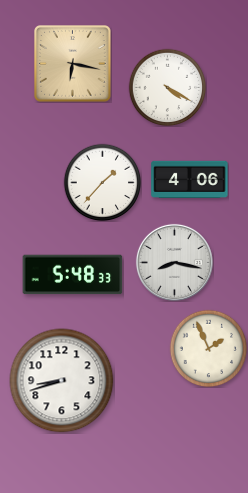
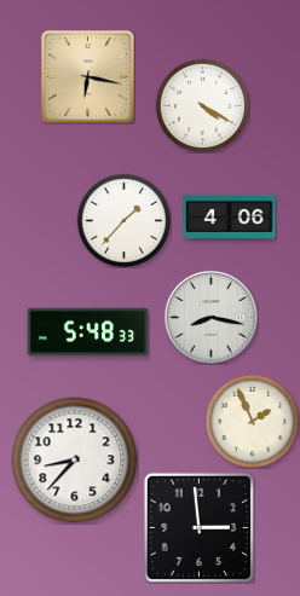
clock at (62, 381): 8:42 -> 8:37
clock at (198, 527): none -> 2:59
